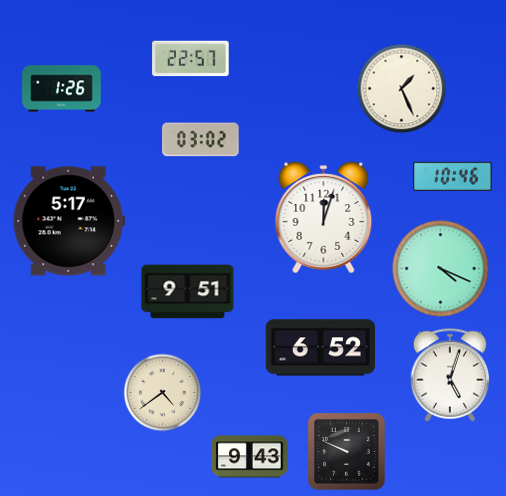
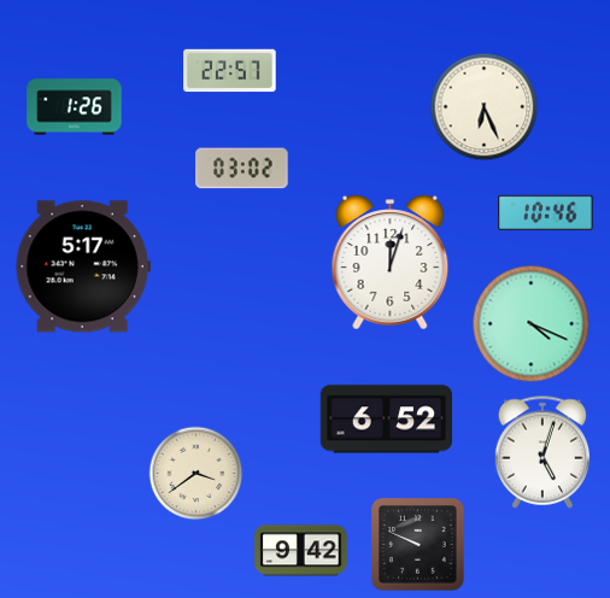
clock at (401, 88): 1:26 -> 6:26
clock at (188, 292): 9:51 -> none
clock at (162, 392): 4:39 -> 3:39
clock at (250, 457): 9:43 -> 9:42
